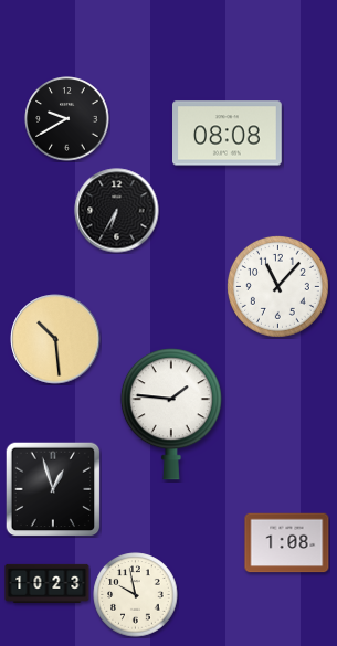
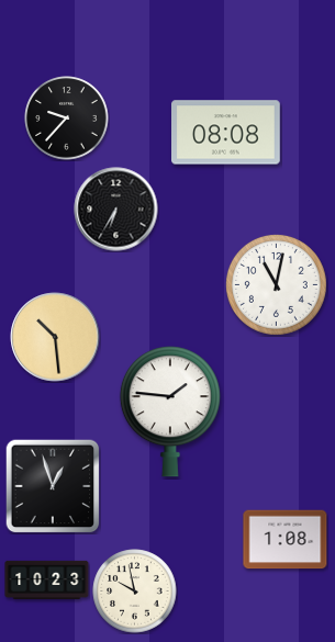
clock at (67, 119): 9:40 -> 9:37
clock at (277, 286): 11:07 -> 11:02
